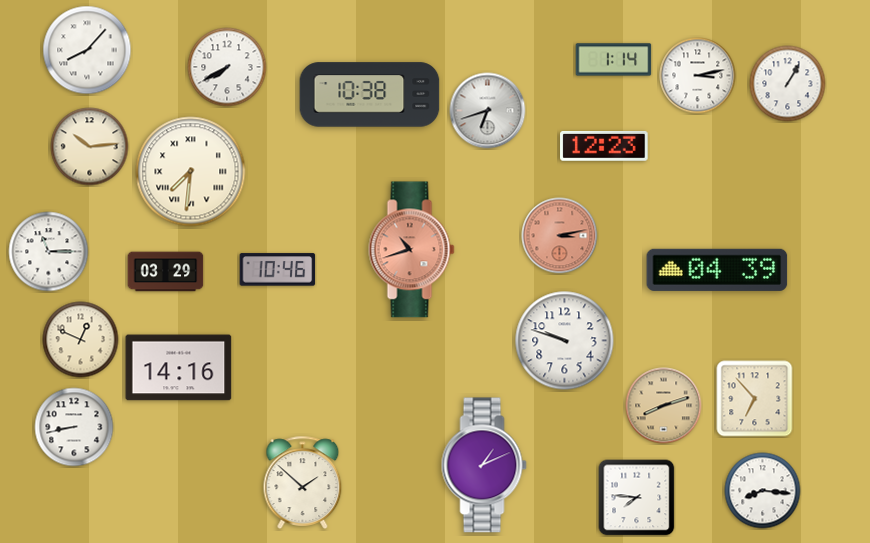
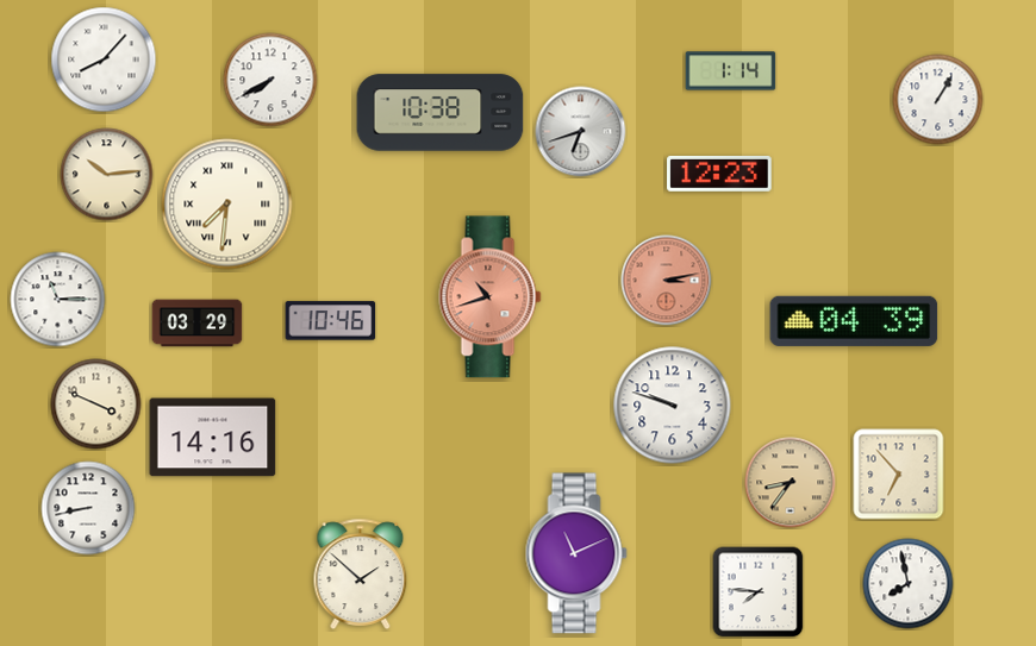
clock at (698, 76): 3:13 -> none
clock at (81, 340): 12:49 -> 3:49
clock at (664, 406): 8:12 -> 8:36
clock at (484, 465): 1:11 -> 11:11
clock at (763, 491): 8:16 -> 7:58
